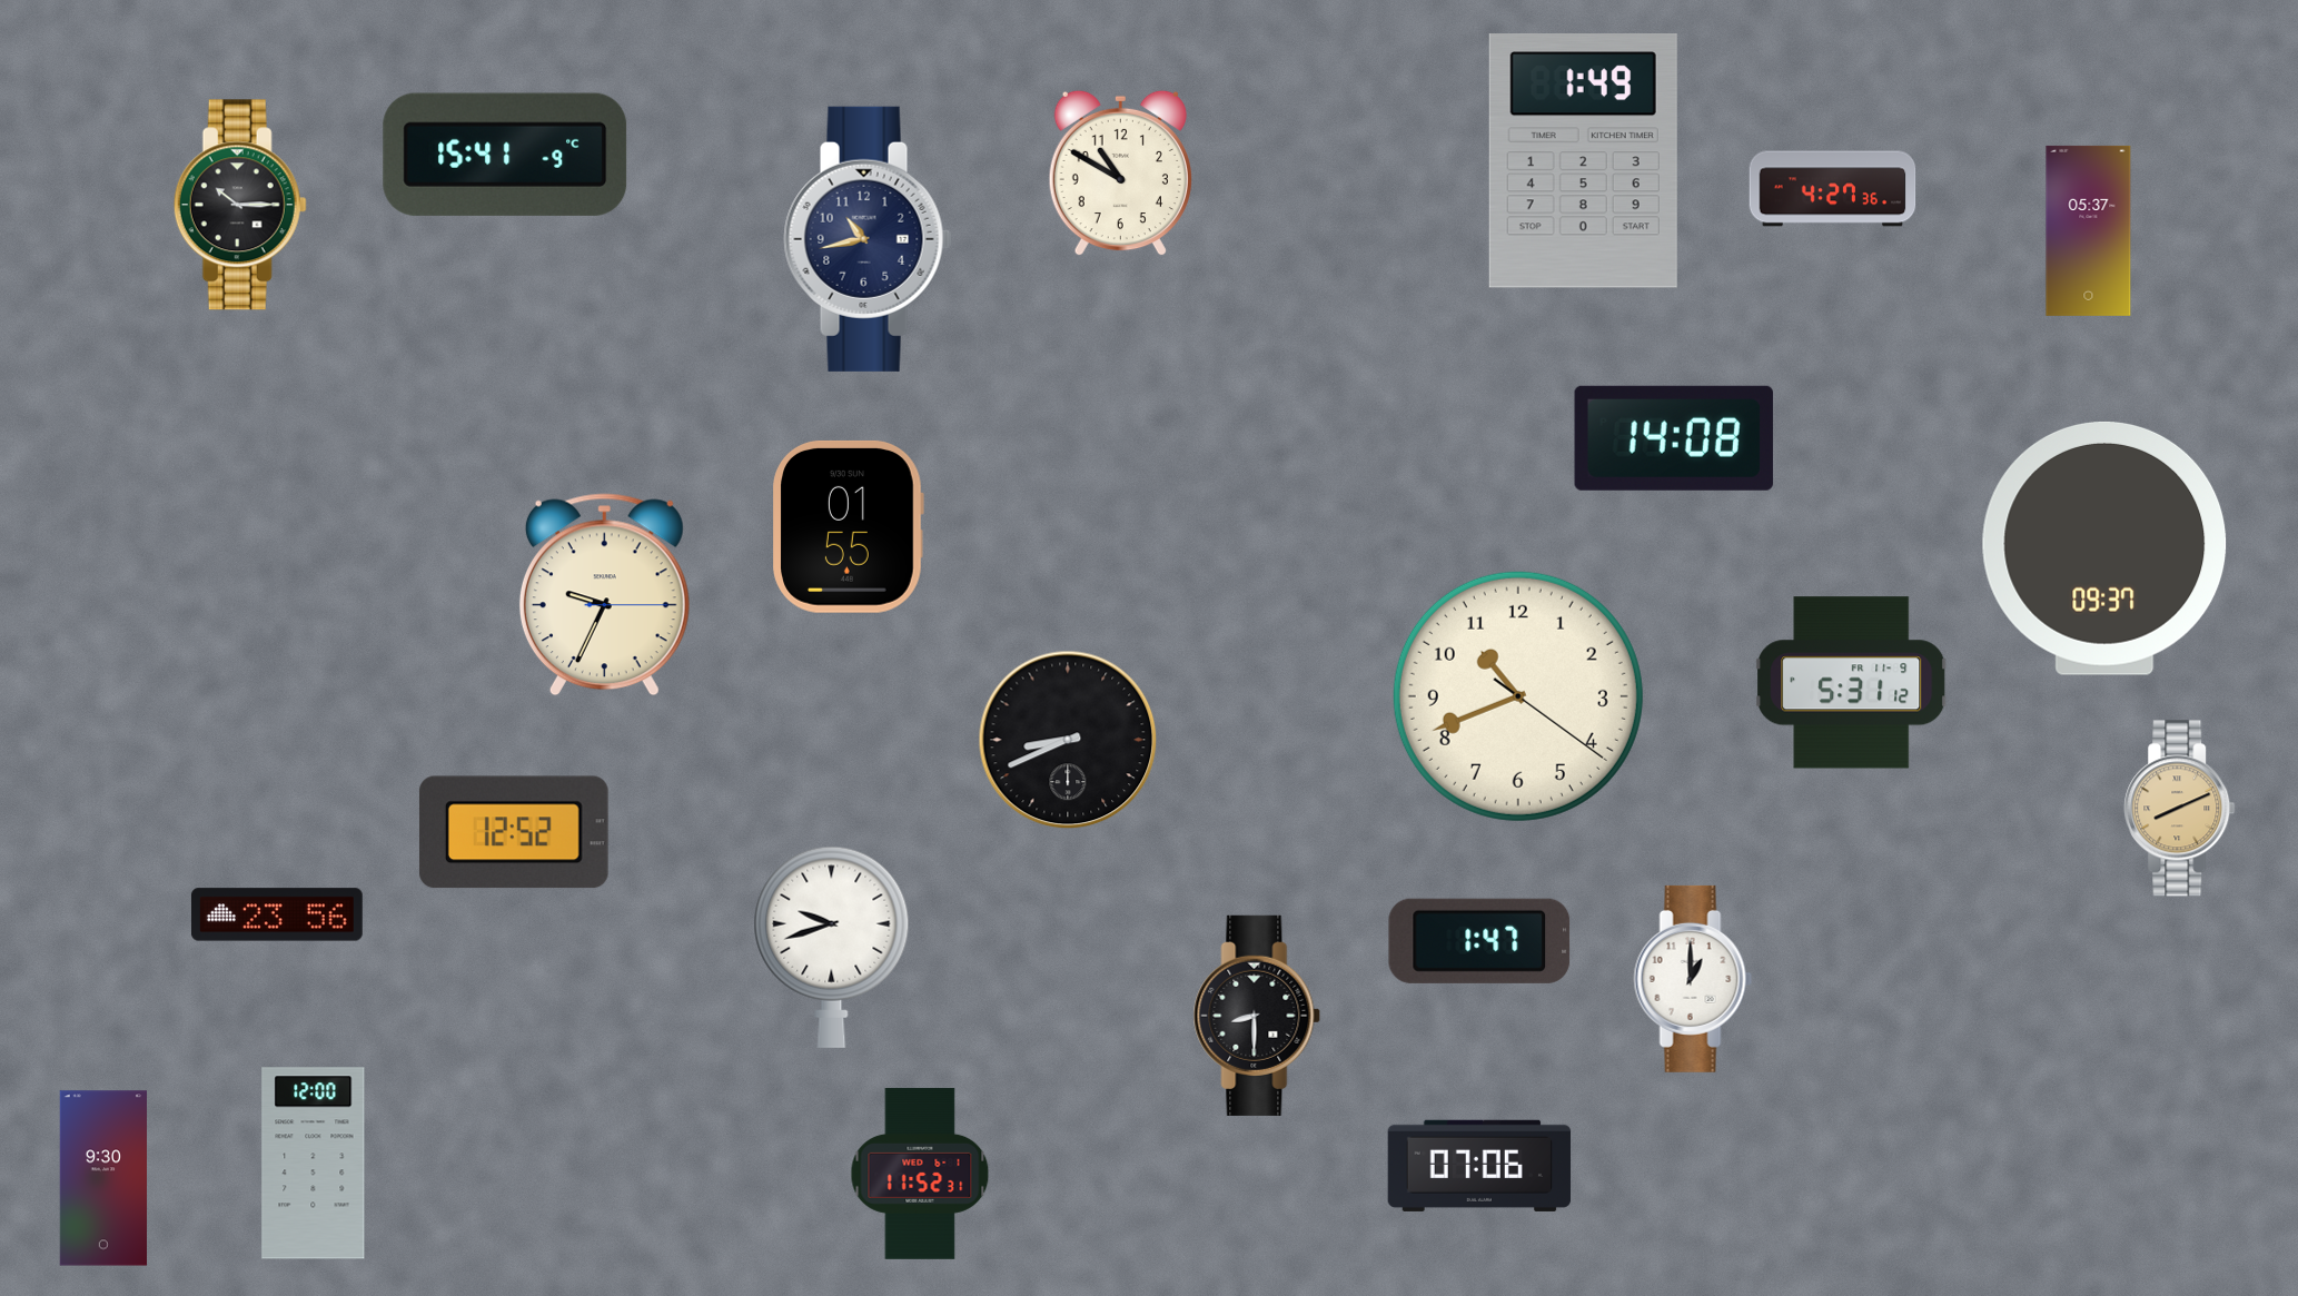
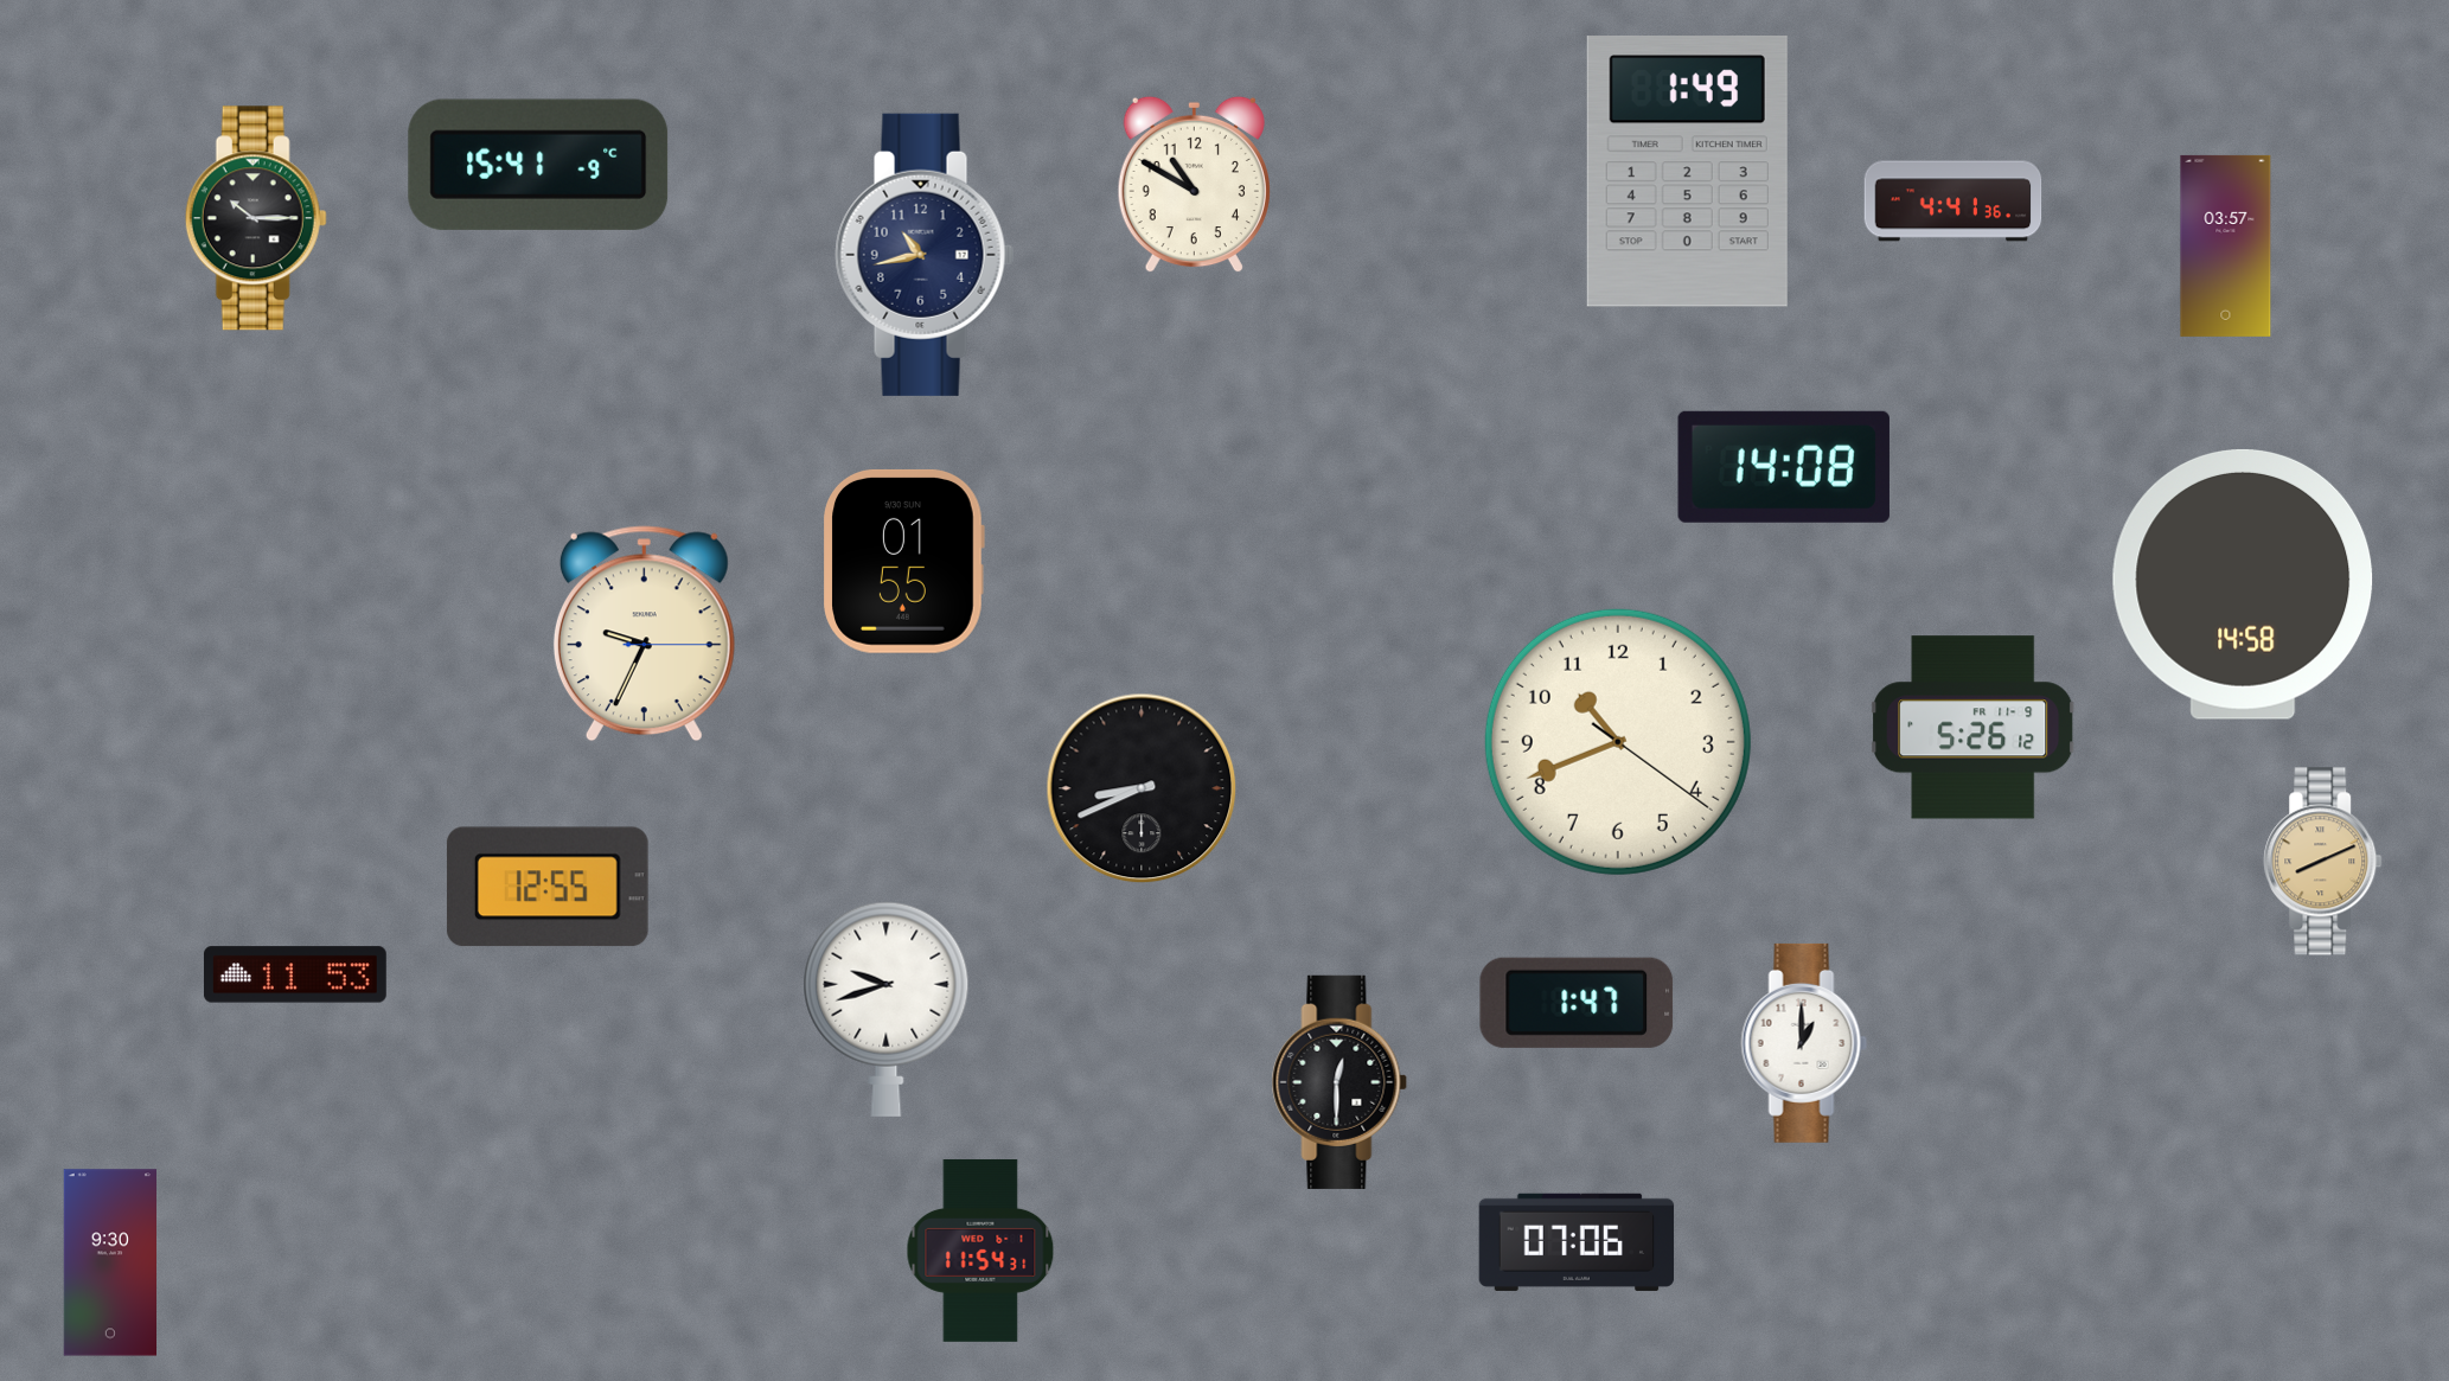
clock at (1833, 189): 4:27 -> 4:41
clock at (2089, 230): 05:37 -> 03:57
clock at (2104, 548): 09:37 -> 14:58
clock at (1852, 683): 5:31 -> 5:26
clock at (1068, 740) position: (1068, 740) -> (1142, 788)
clock at (514, 832): 12:52 -> 12:55
clock at (277, 914): 23:56 -> 11:53
clock at (1257, 1016): 8:30 -> 12:30
clock at (314, 1164): 12:00 -> none
clock at (920, 1174): 11:52 -> 11:54
clock at (102, 1178) position: (102, 1178) -> (109, 1262)
